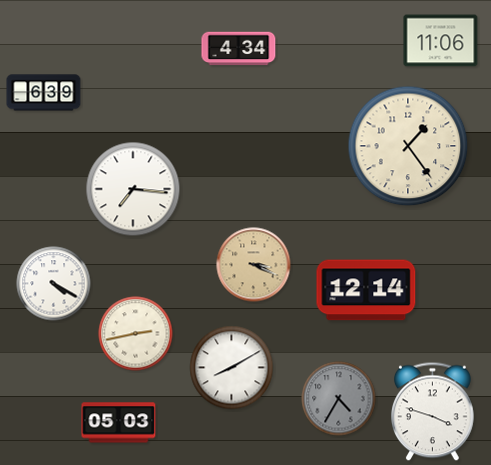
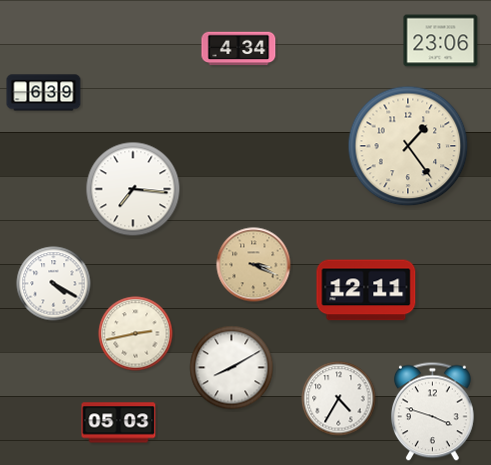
clock at (441, 41): 11:06 -> 23:06
clock at (366, 290): 12:14 -> 12:11
clock at (339, 399) dial: grey -> white
